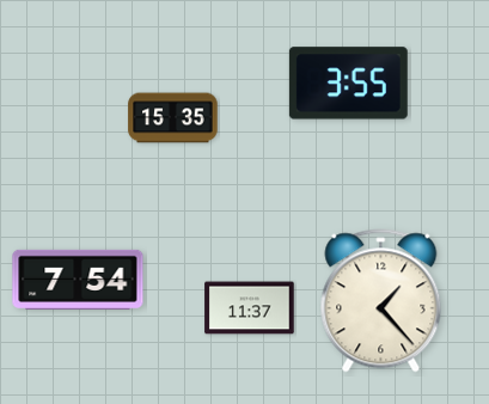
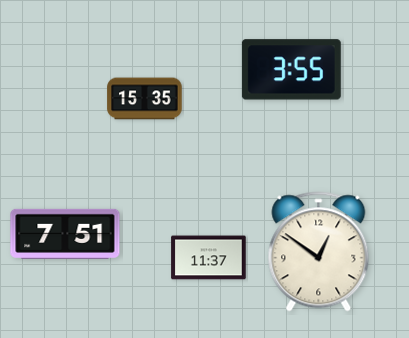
clock at (78, 280): 7:54 -> 7:51
clock at (381, 301): 1:23 -> 12:51
